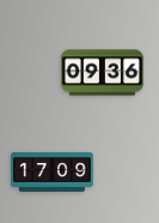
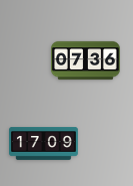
clock at (103, 73): 09:36 -> 07:36
